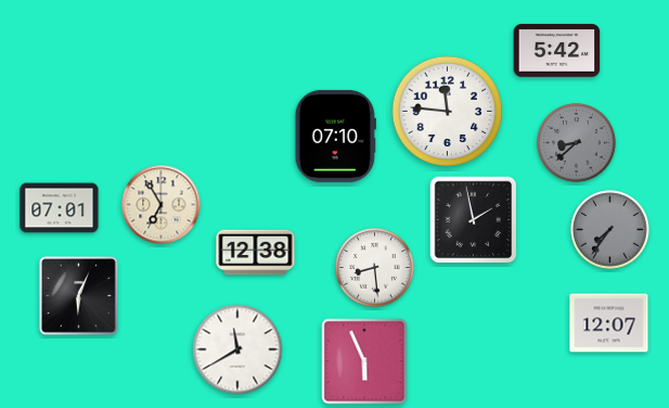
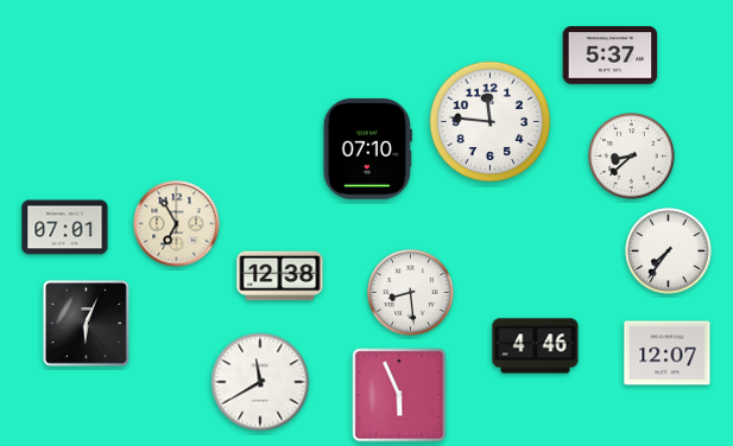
clock at (557, 51): 5:42 -> 5:37
clock at (577, 143) dial: grey -> white
clock at (474, 220): 1:58 -> none
clock at (610, 230) dial: grey -> white
clock at (536, 346): none -> 4:46
